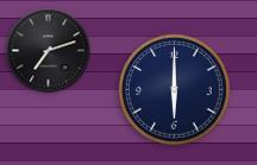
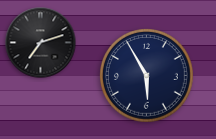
clock at (175, 90): 6:00 -> 5:55
